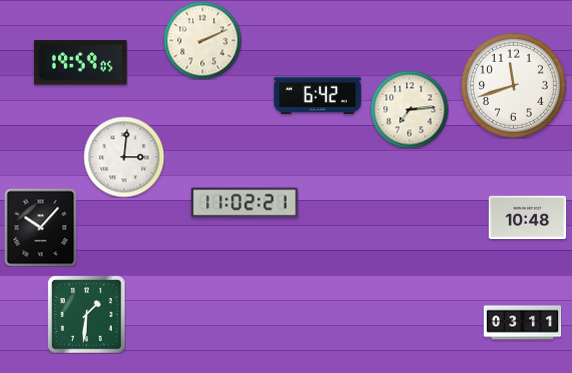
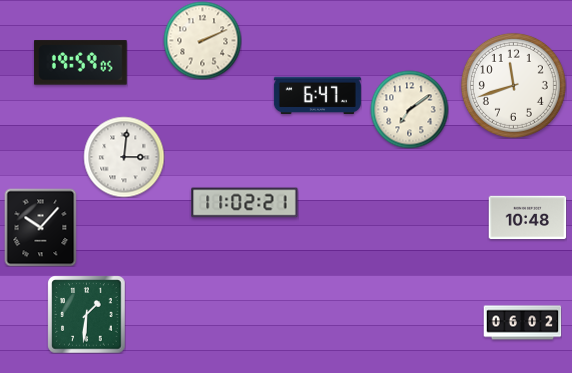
clock at (317, 95): 6:42 -> 6:47
clock at (409, 109): 7:14 -> 7:09
clock at (522, 323): 03:11 -> 06:02
